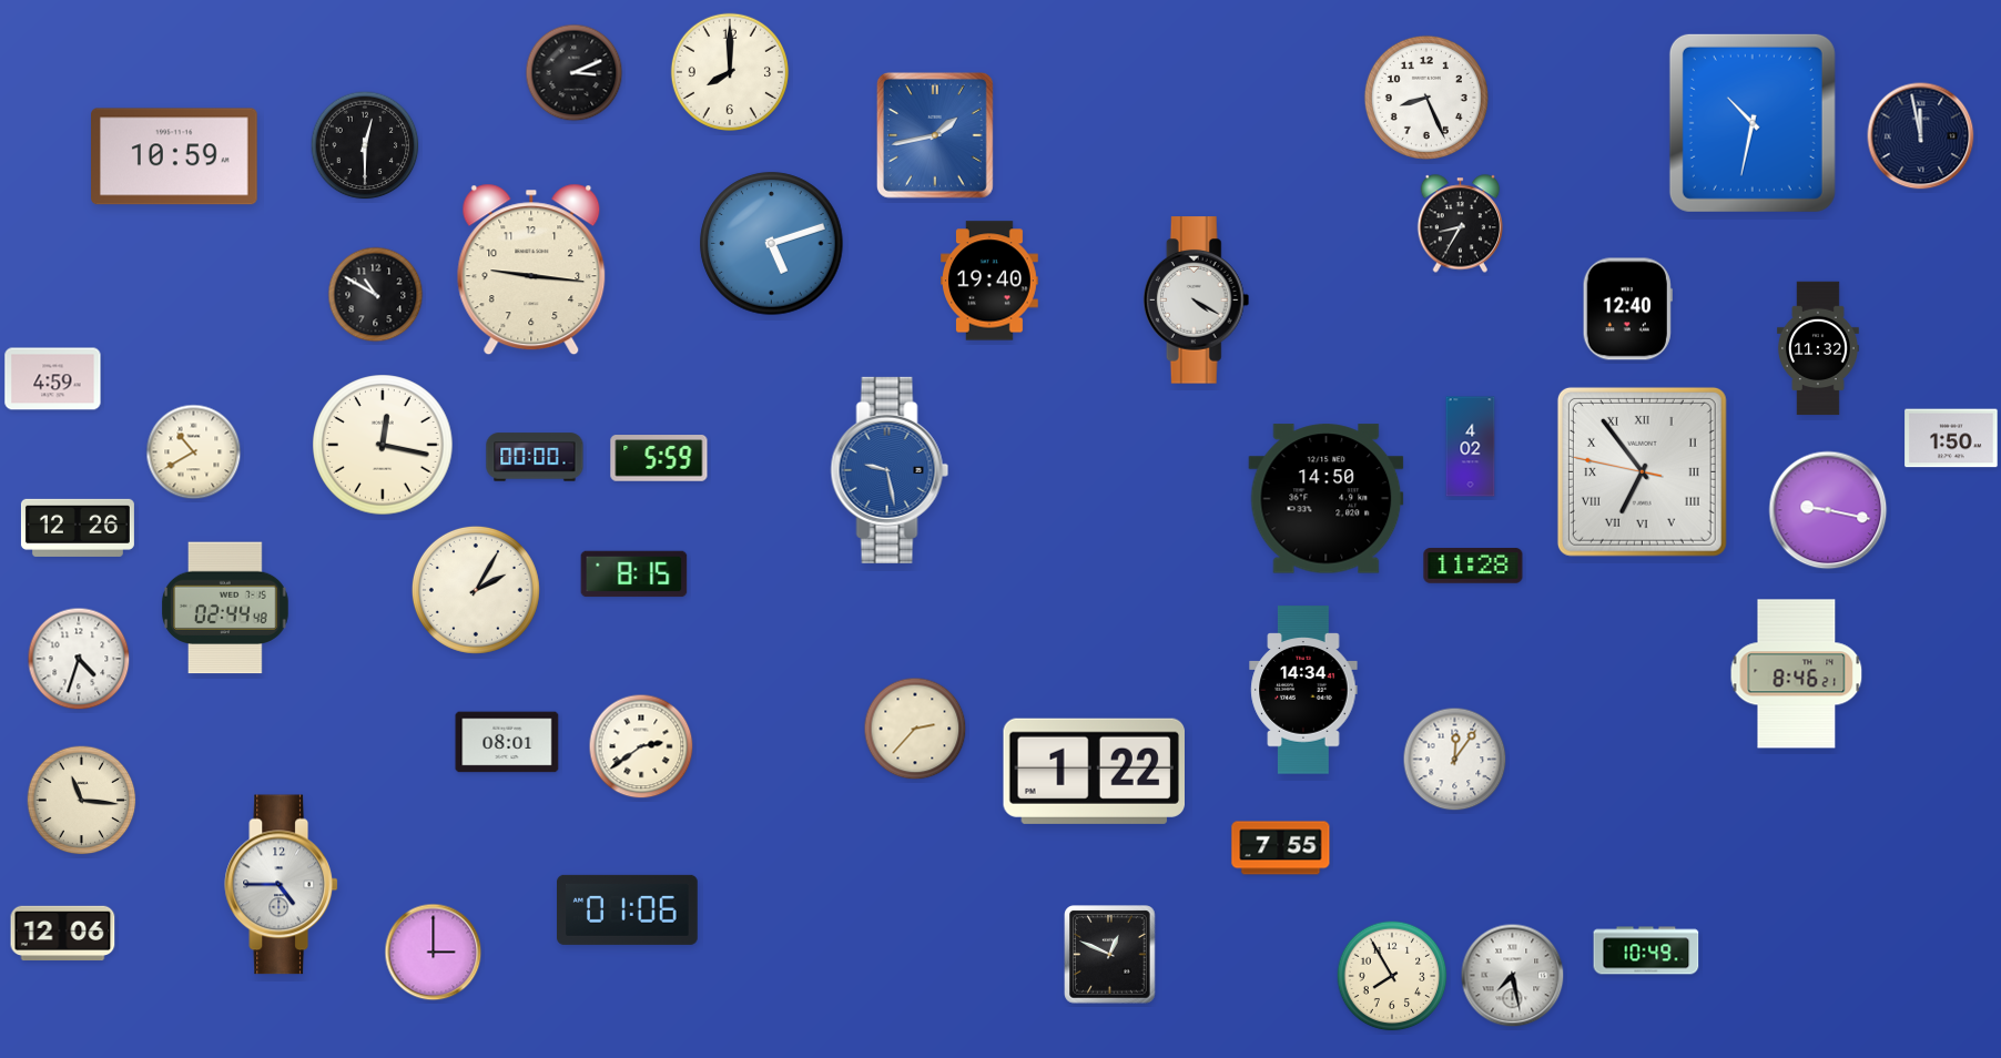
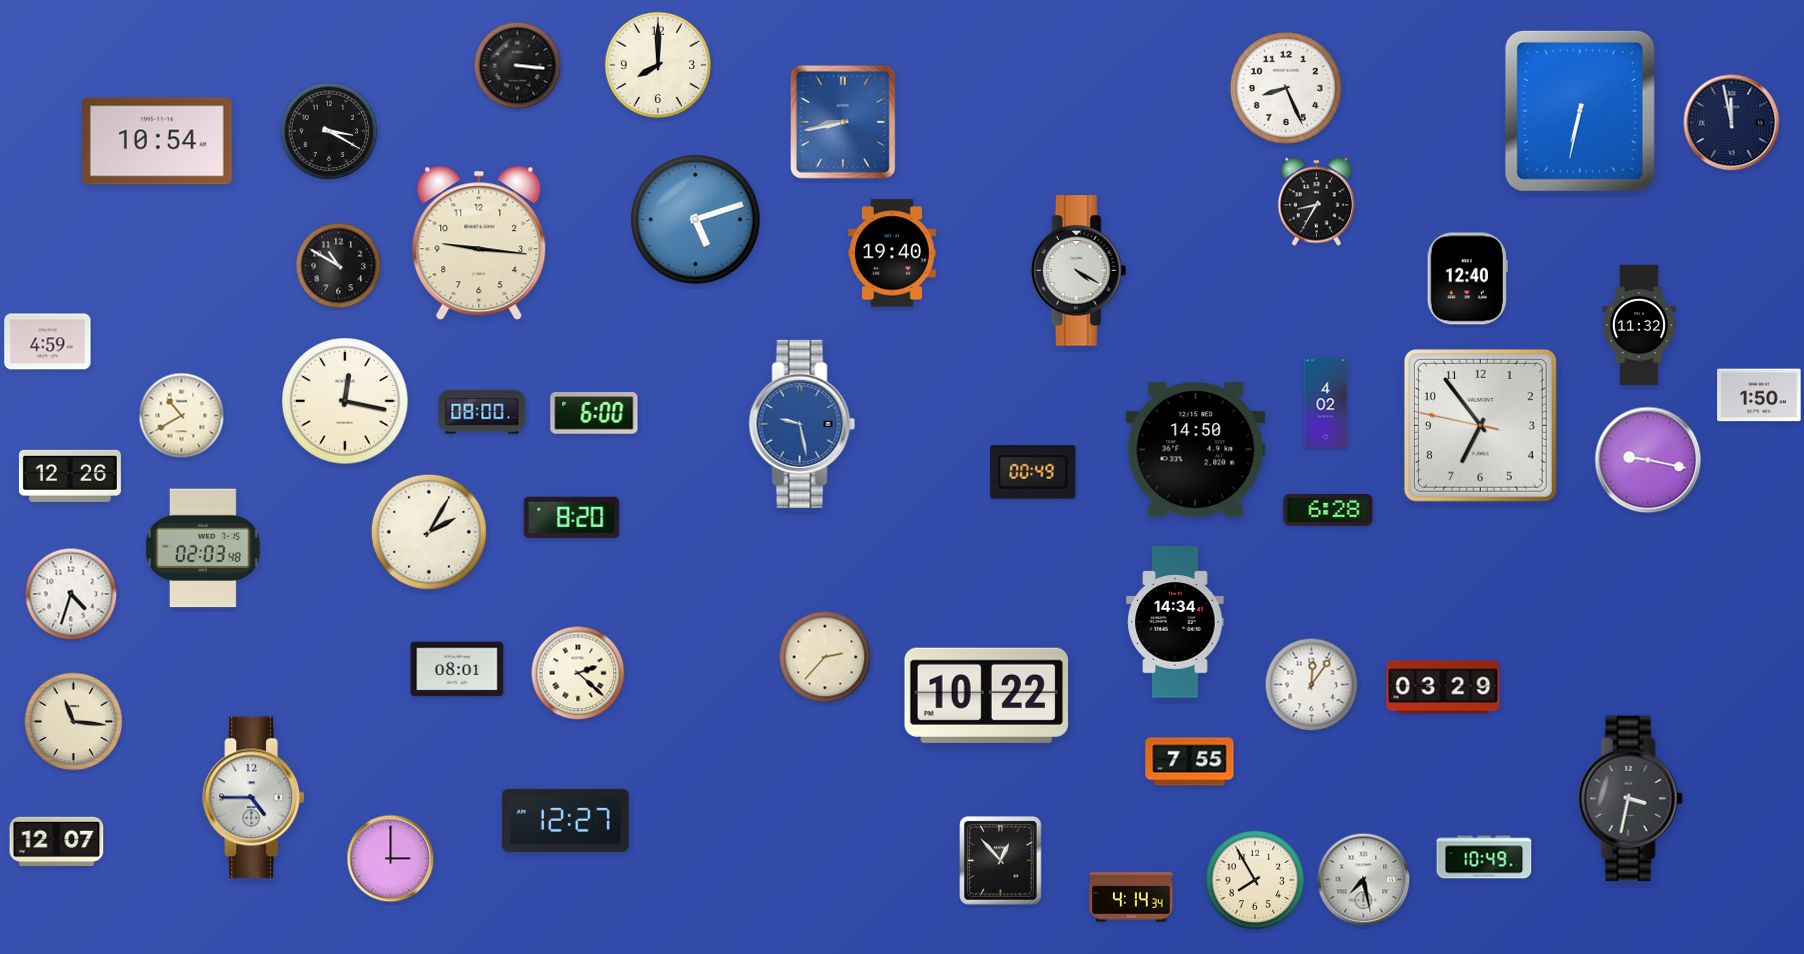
clock at (575, 73): 3:11 -> 3:16
clock at (1753, 123): 10:32 -> 6:32
clock at (935, 135): 1:43 -> 8:43
clock at (365, 145): 12:30 -> 3:20
clock at (175, 156): 10:59 -> 10:54
clock at (1819, 348) position: (1819, 348) -> (1640, 325)
clock at (194, 452) position: (194, 452) -> (182, 416)
clock at (535, 457): 00:00 -> 08:00
clock at (659, 458): 5:59 -> 6:00
clock at (1642, 471) numerals: Roman -> Arabic
clock at (1033, 473): none -> 00:49
clock at (1473, 566): 11:28 -> 6:28
clock at (634, 574): 8:15 -> 8:20
clock at (225, 608): 02:44 -> 02:03
clock at (1797, 674): 8:46 -> none
clock at (641, 746): 2:39 -> 2:22
clock at (1443, 687): none -> 03:29
clock at (1094, 771): 1:22 -> 10:22
clock at (1281, 848) position: (1281, 848) -> (1190, 762)
clock at (1630, 798): none -> 3:32
clock at (628, 909): 01:06 -> 12:27
clock at (63, 934): 12:06 -> 12:07
clock at (1110, 955): 12:49 -> 12:53
clock at (1131, 897): none -> 4:14
